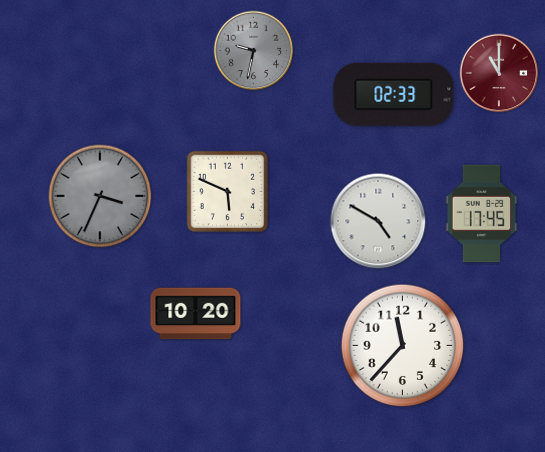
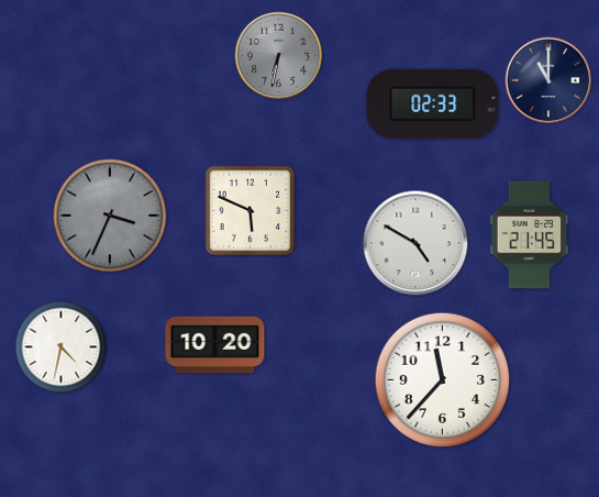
clock at (254, 51): 9:32 -> 6:32
clock at (499, 73) dial: burgundy -> navy
clock at (482, 214): 17:45 -> 21:45
clock at (62, 347): none -> 4:32
